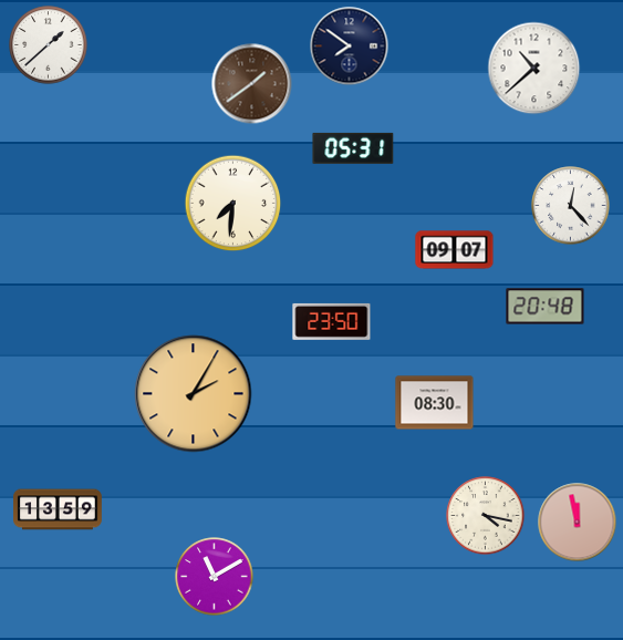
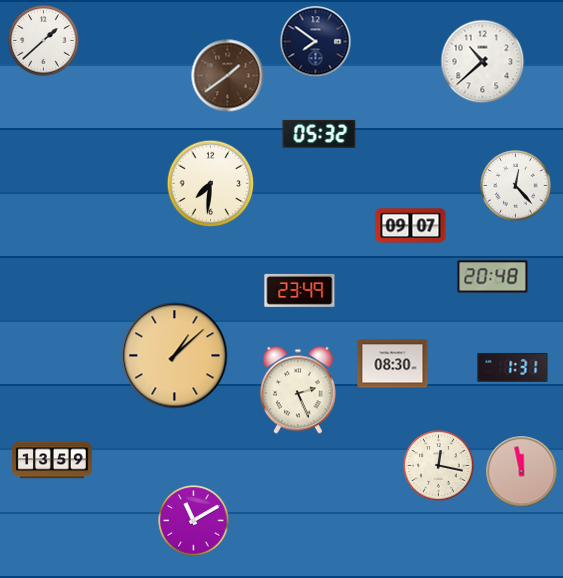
clock at (353, 148): 05:31 -> 05:32
clock at (332, 321): 23:50 -> 23:49
clock at (194, 394): 2:05 -> 1:08
clock at (513, 368): none -> 1:31
clock at (298, 390): none -> 2:26
clock at (486, 516): 4:17 -> 12:17
